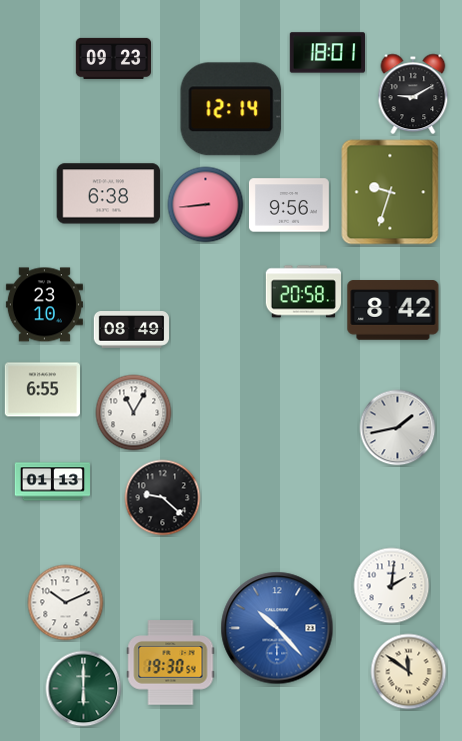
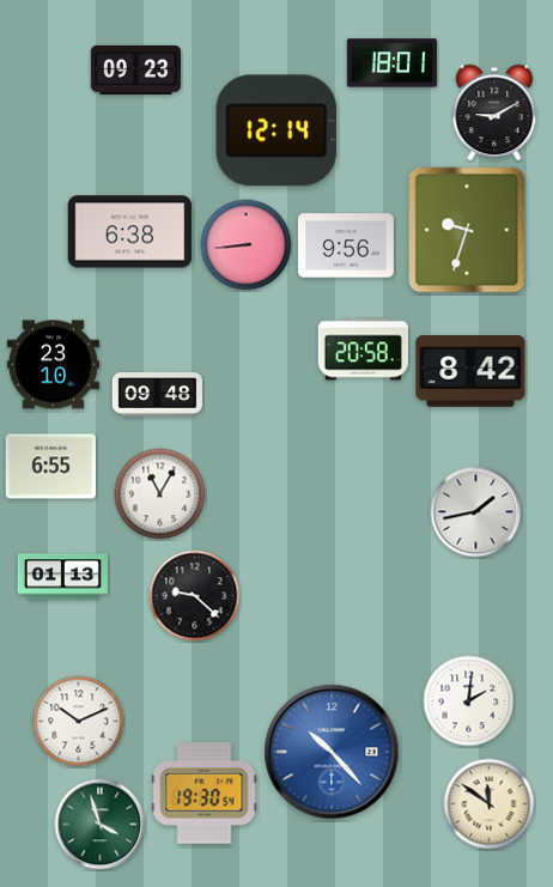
clock at (131, 330): 08:49 -> 09:48
clock at (84, 689): 6:00 -> 3:57
